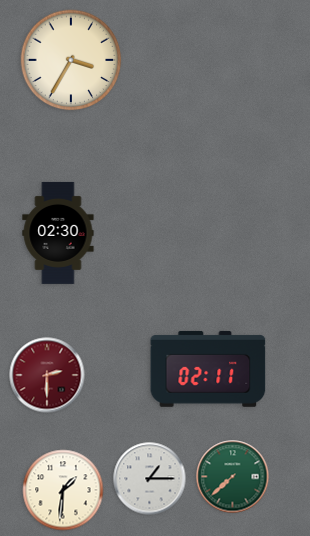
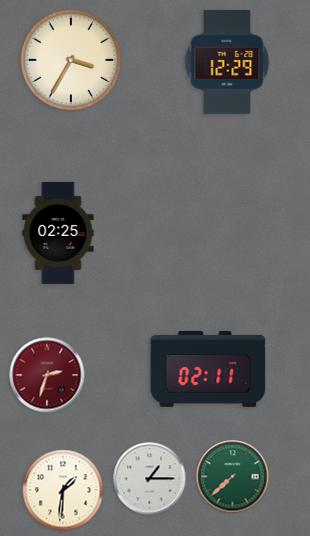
clock at (227, 62): none -> 12:29
clock at (58, 233): 02:30 -> 02:25
clock at (47, 375): 2:30 -> 2:33
